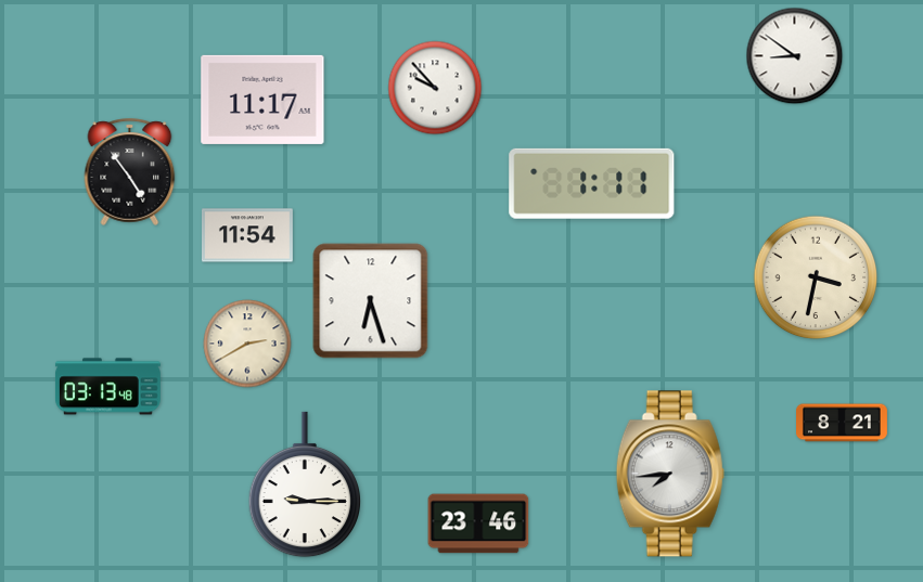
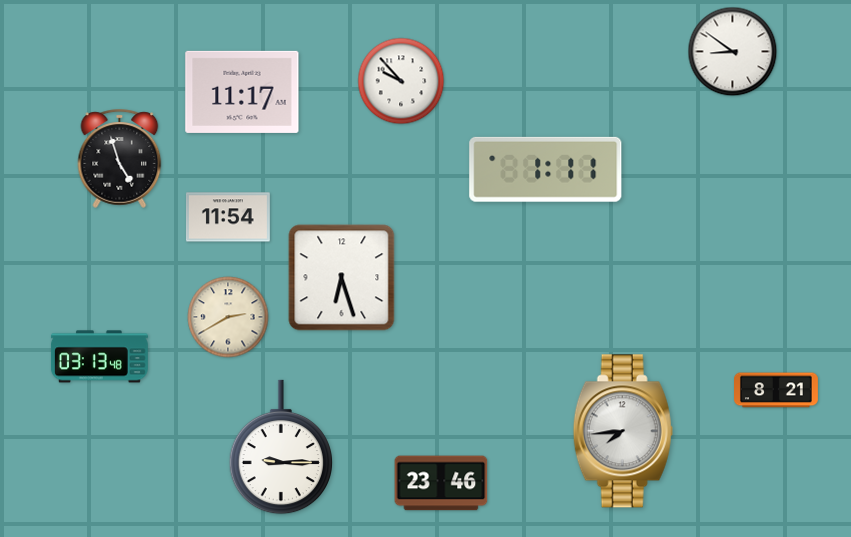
clock at (130, 171): 4:54 -> 4:57
clock at (816, 277): 3:32 -> none
clock at (670, 474) position: (670, 474) -> (623, 431)
